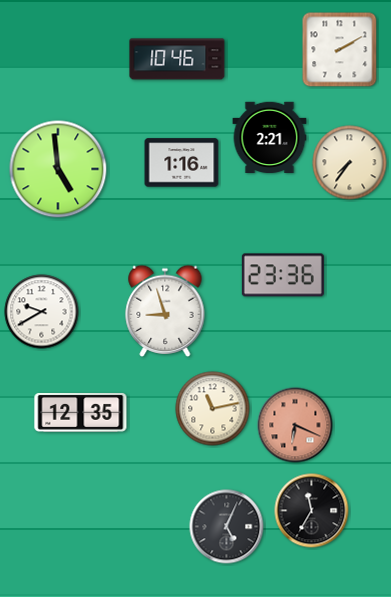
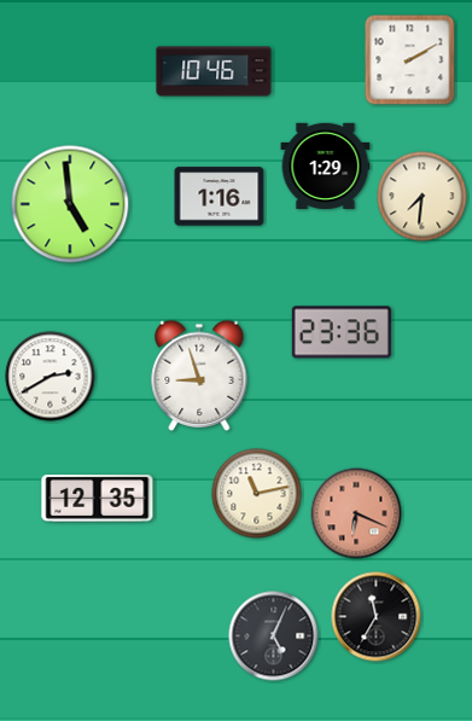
clock at (270, 138): 2:21 -> 1:29
clock at (350, 163): 7:36 -> 7:31
clock at (42, 312): 9:40 -> 2:40
